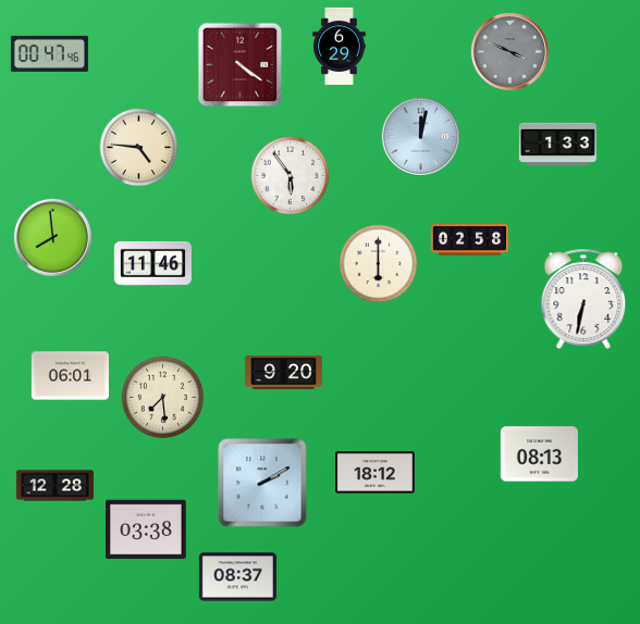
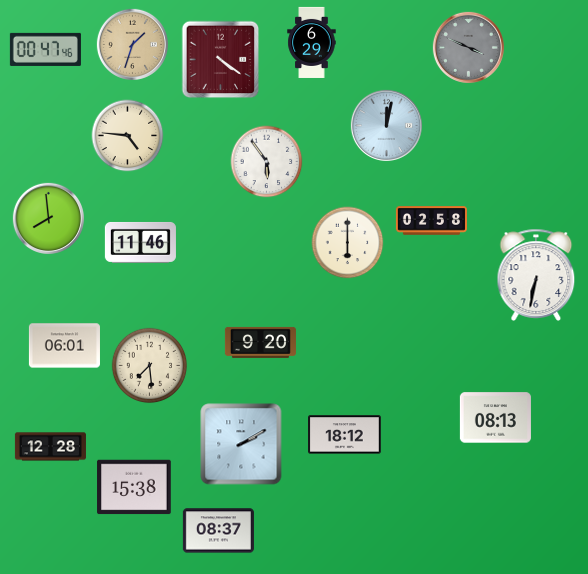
clock at (132, 44): none -> 1:33
clock at (557, 145): 1:33 -> none
clock at (146, 529): 03:38 -> 15:38
